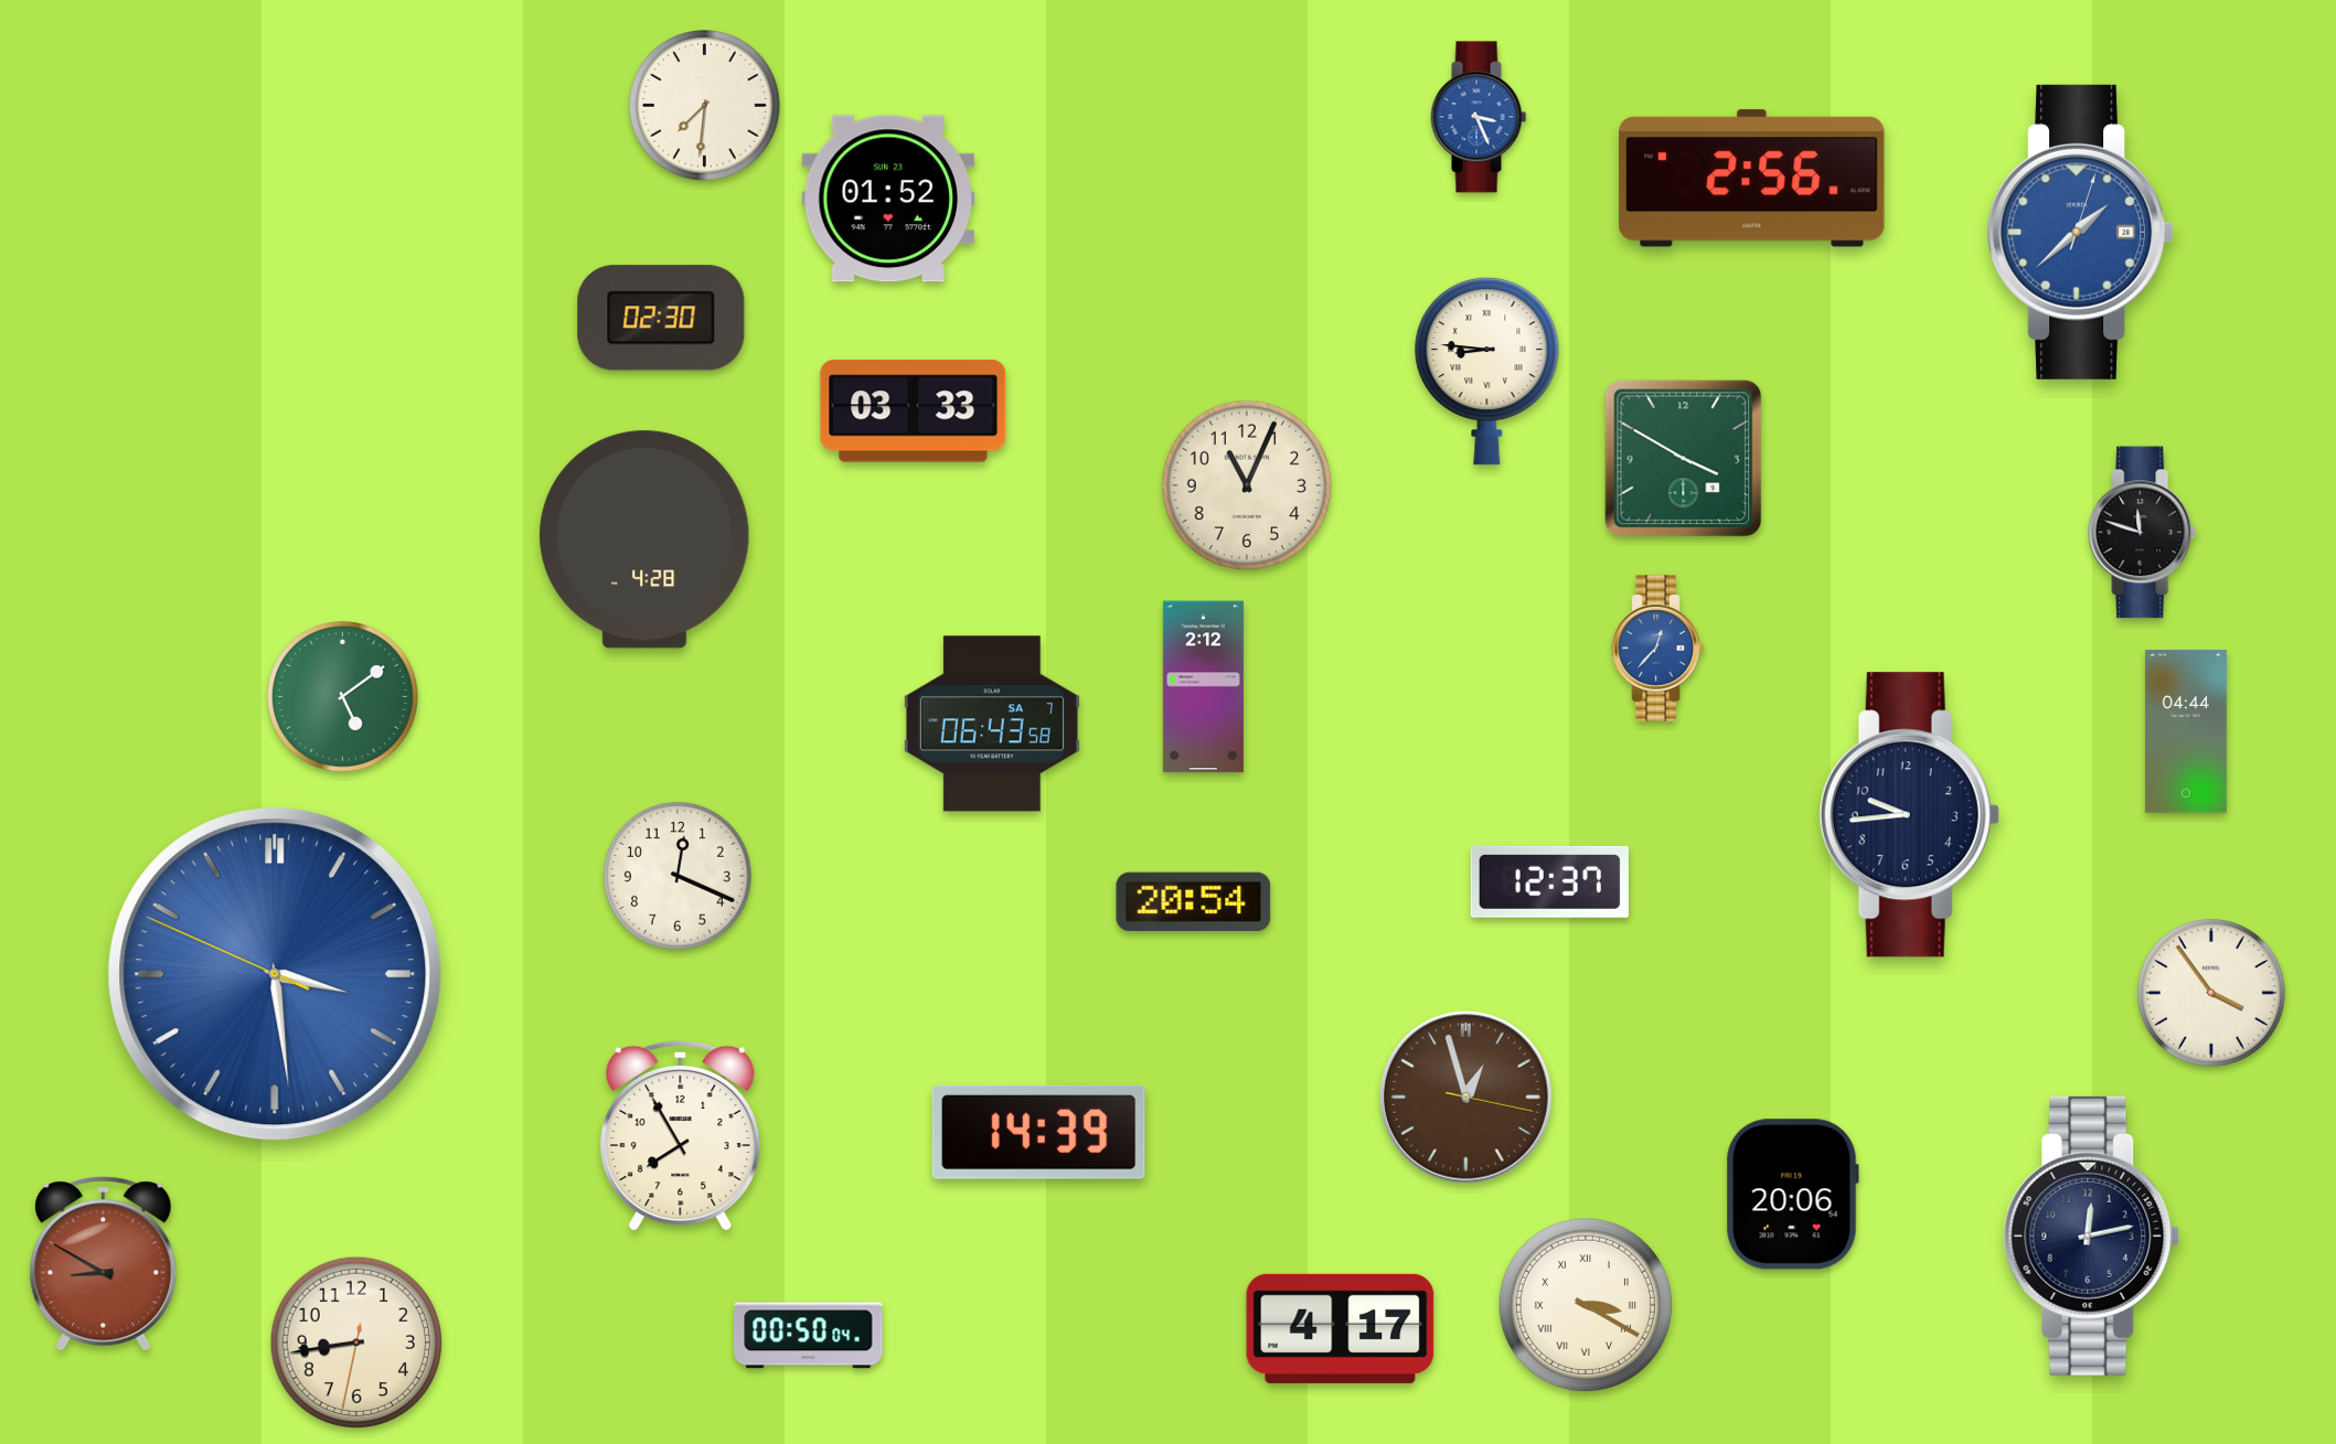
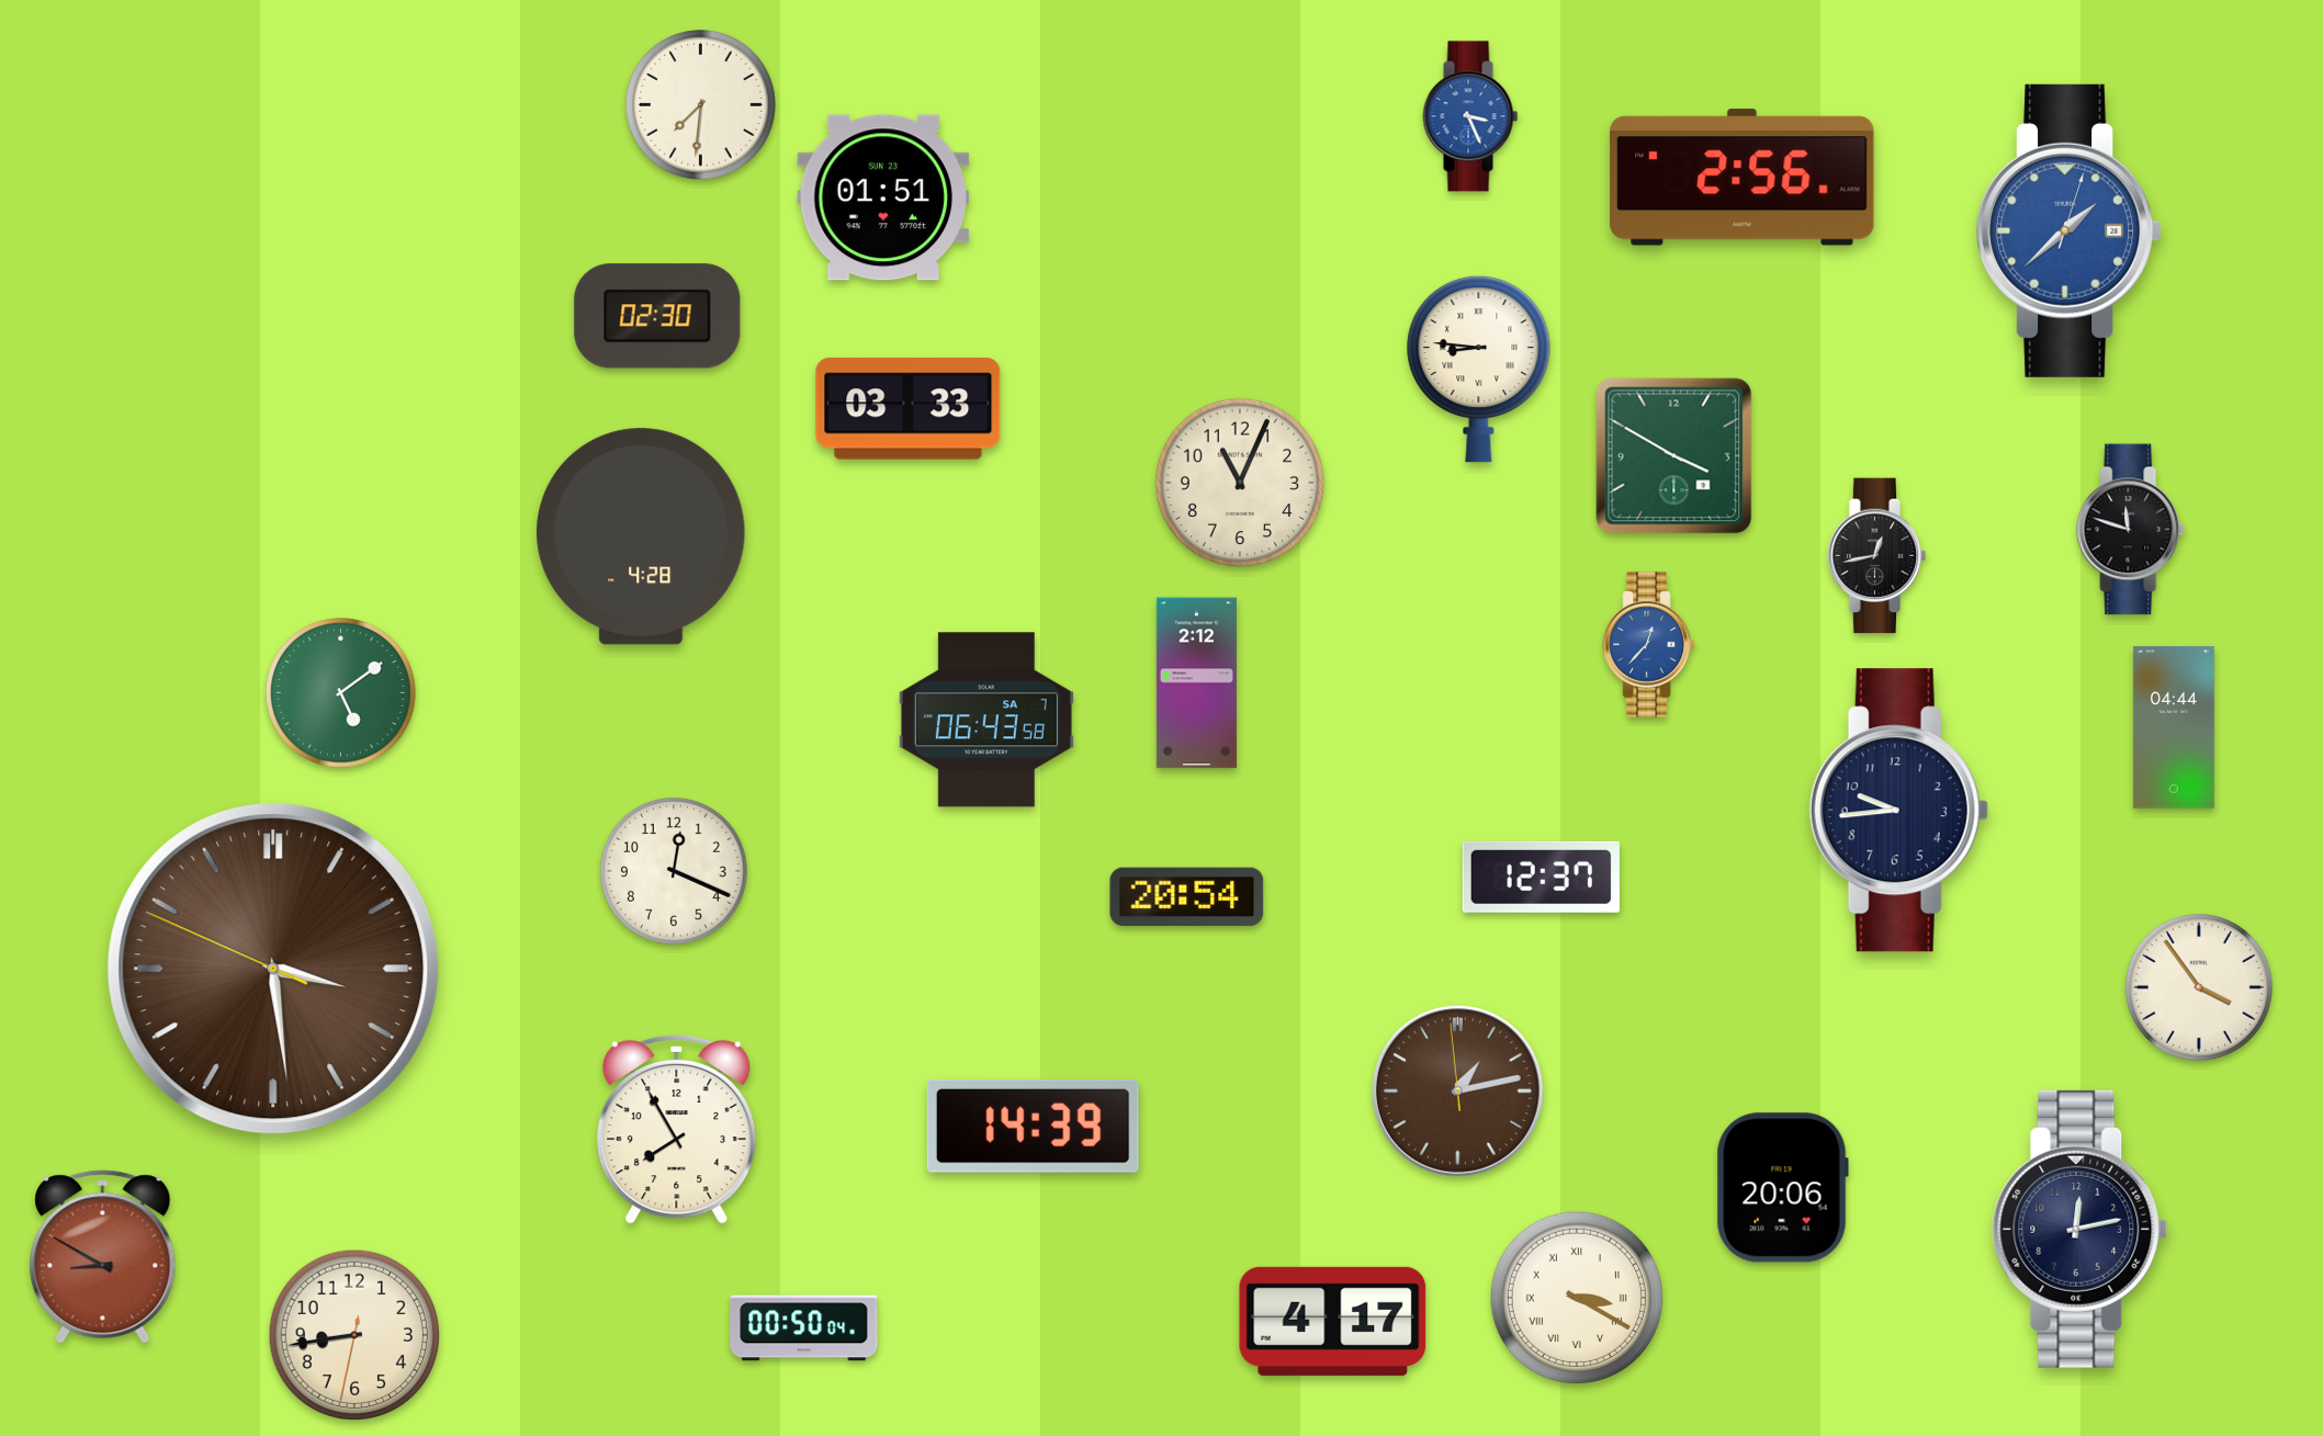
clock at (888, 199): 01:52 -> 01:51
clock at (1877, 556): none -> 12:43
clock at (275, 974) dial: blue -> brown
clock at (1465, 1097): 12:57 -> 1:12
